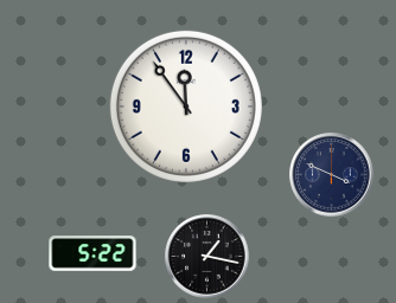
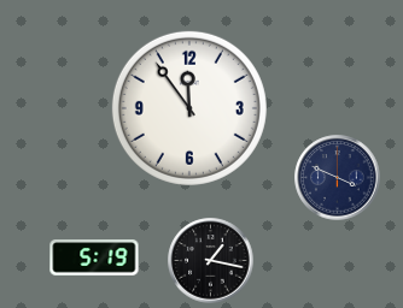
clock at (92, 253): 5:22 -> 5:19
